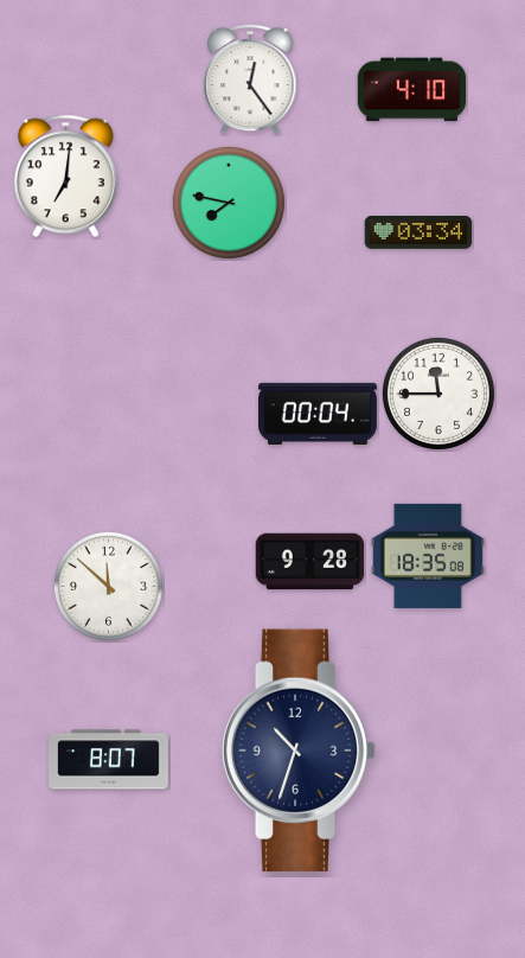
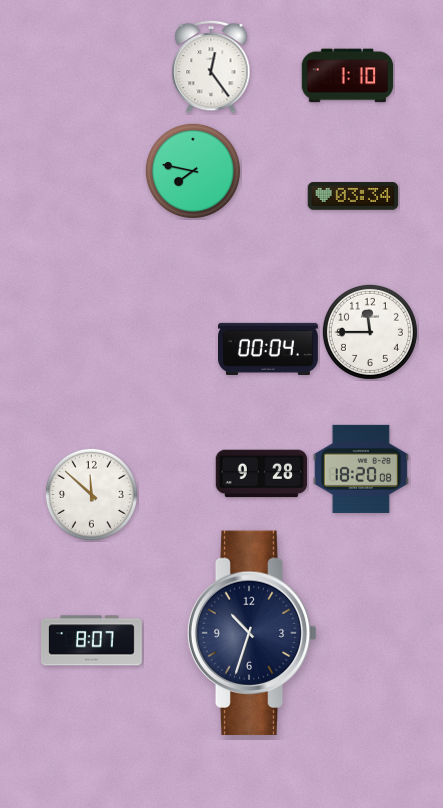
clock at (412, 90): 4:10 -> 1:10
clock at (65, 177): 7:01 -> none
clock at (428, 556): 18:35 -> 18:20
